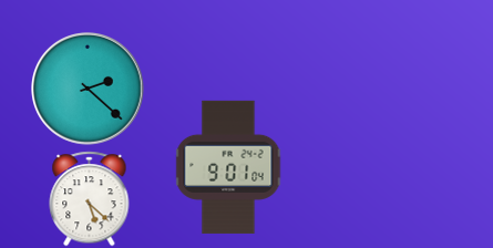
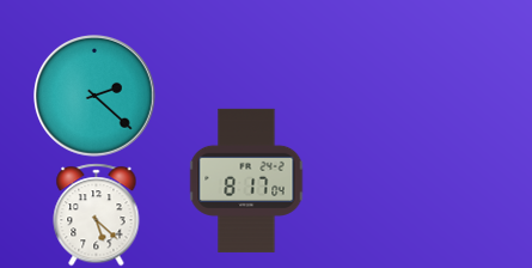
clock at (228, 167): 9:01 -> 8:17
